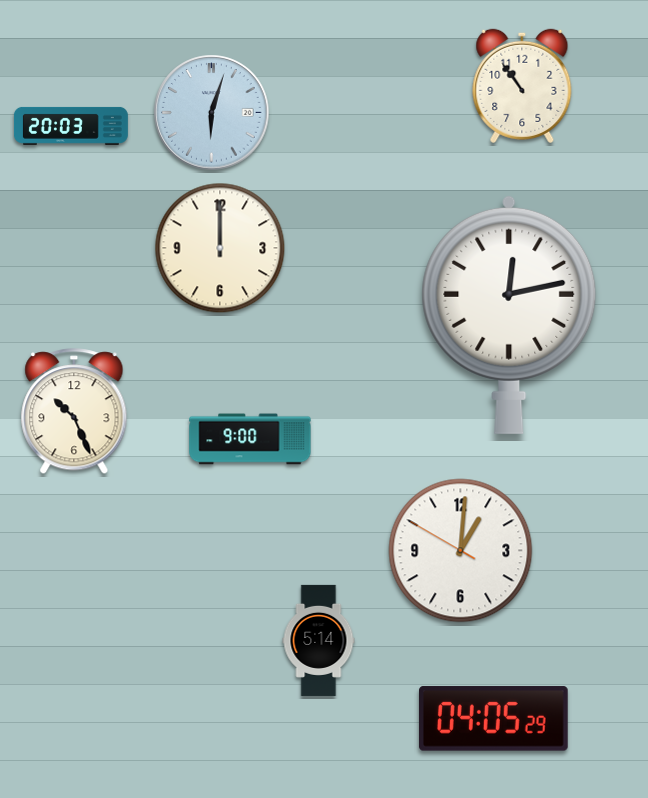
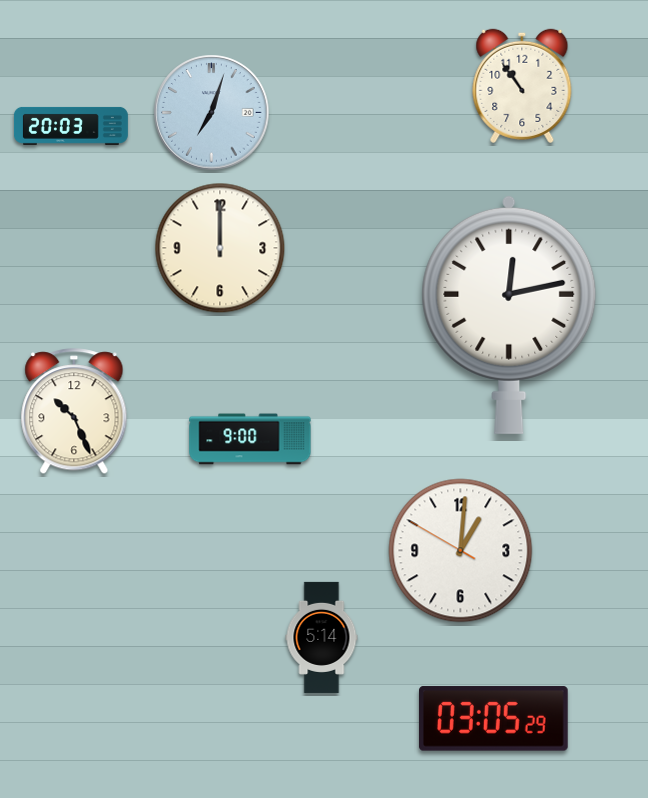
clock at (212, 113): 6:03 -> 7:03
clock at (319, 640) position: (319, 640) -> (322, 637)
clock at (494, 719): 04:05 -> 03:05
